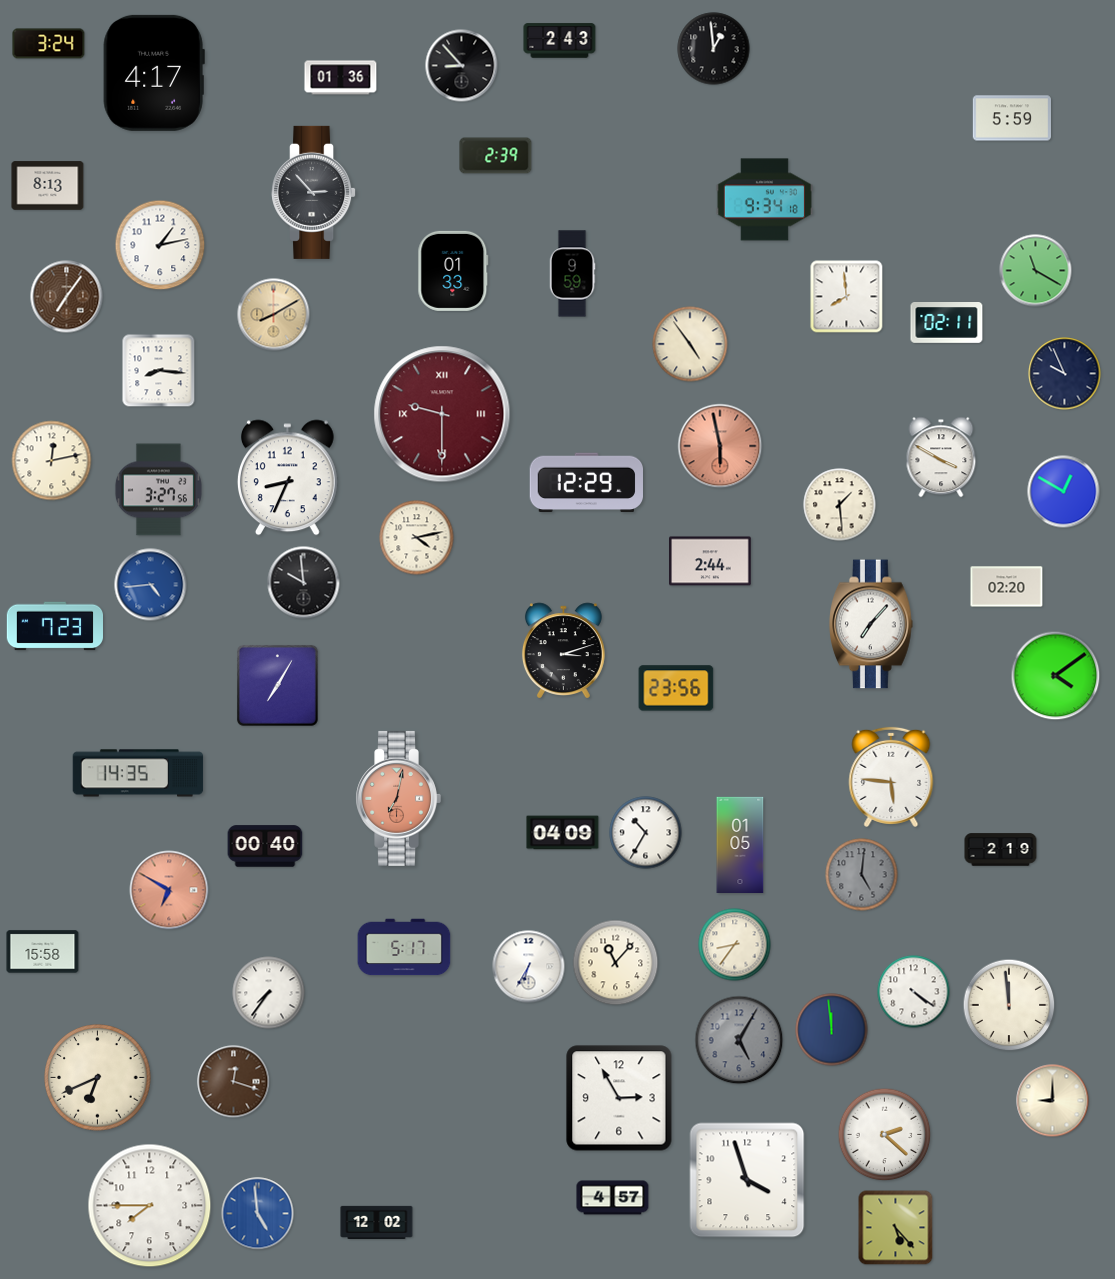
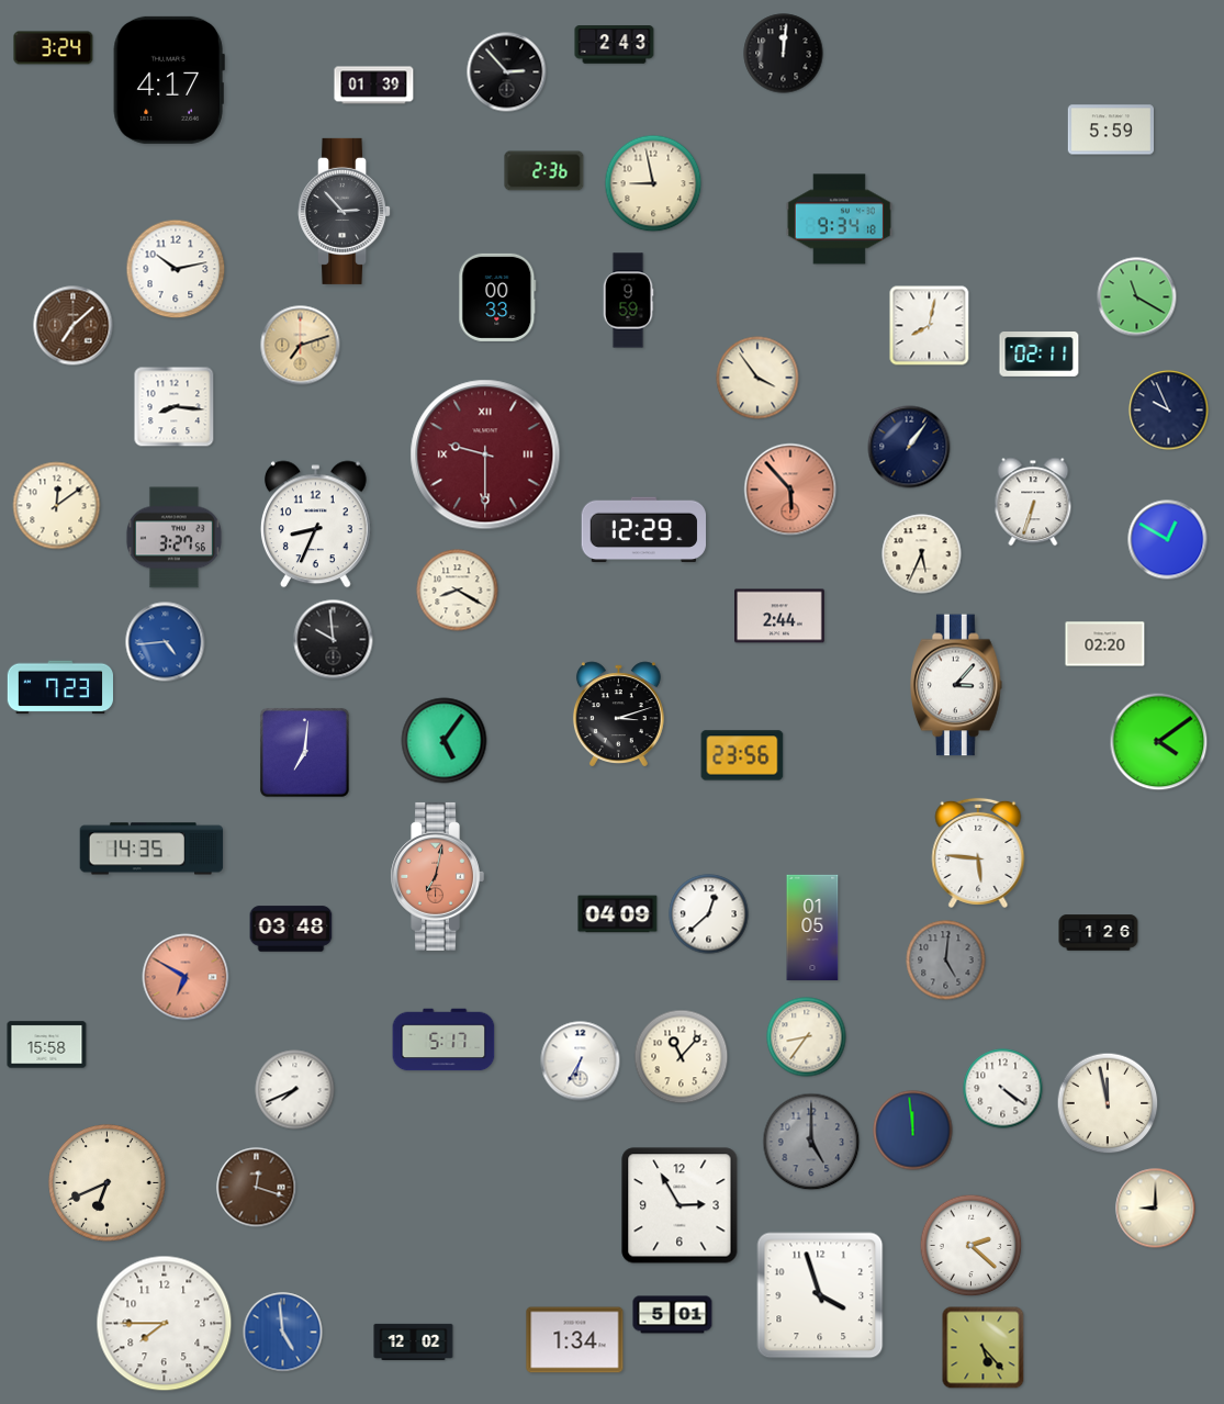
clock at (714, 49): 12:59 -> 12:01
clock at (462, 66): 8:53 -> 2:53
clock at (341, 78): 01:36 -> 01:39
clock at (496, 156): 2:39 -> 2:36
clock at (653, 183): none -> 8:58
clock at (48, 186): 8:13 -> none
clock at (160, 245): 1:13 -> 10:13
clock at (453, 271): 01:33 -> 00:33
clock at (67, 297): 7:06 -> 7:08
clock at (847, 297): 7:59 -> 8:02
clock at (274, 315): 8:10 -> 7:12
clock at (690, 344): 4:54 -> 3:54
clock at (909, 447): none -> 1:06
clock at (720, 446): 5:58 -> 5:53
clock at (941, 457): 3:50 -> 6:33
clock at (52, 461): 12:13 -> 12:09
clock at (840, 505): 1:29 -> 5:34
clock at (417, 538): 4:13 -> 8:20
clock at (871, 624): 7:07 -> 3:07
clock at (445, 741): none -> 5:06
clock at (278, 686): 7:05 -> 7:01
clock at (646, 833): 10:35 -> 12:38
clock at (265, 846): 00:40 -> 03:48
clock at (1001, 850): 2:19 -> 1:26
clock at (616, 963) position: (616, 963) -> (682, 1057)
clock at (269, 993): 7:36 -> 7:41
clock at (1009, 1005): 11:59 -> 11:58
clock at (739, 1040): 5:05 -> 5:00
clock at (613, 1198): 4:57 -> 5:01
clock at (575, 1340): none -> 1:34
